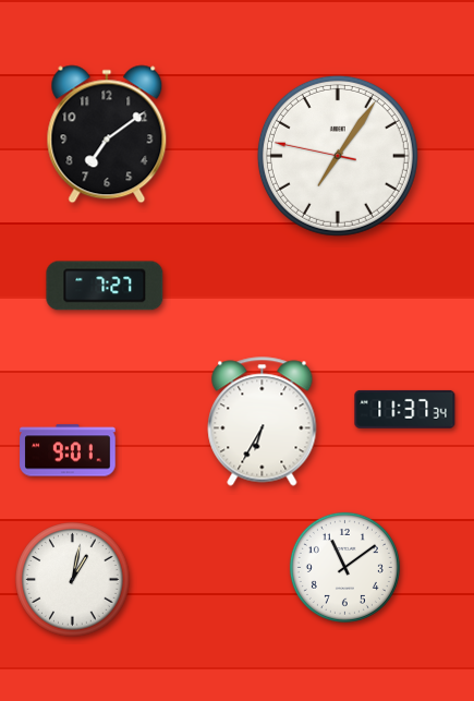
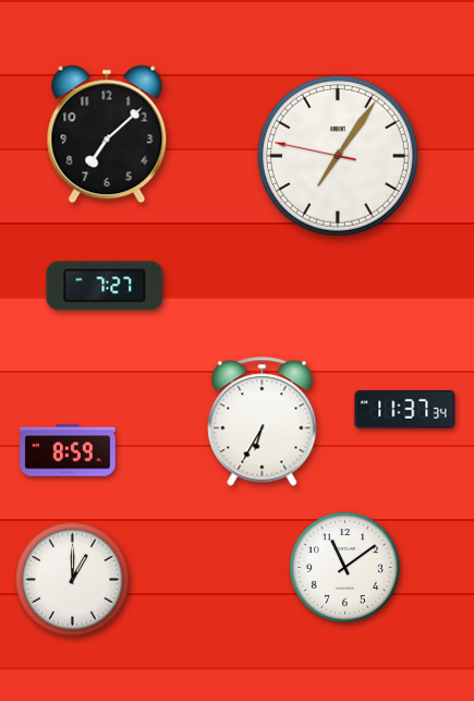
clock at (107, 134): 7:09 -> 7:08
clock at (68, 450): 9:01 -> 8:59
clock at (73, 580): 1:02 -> 1:00
